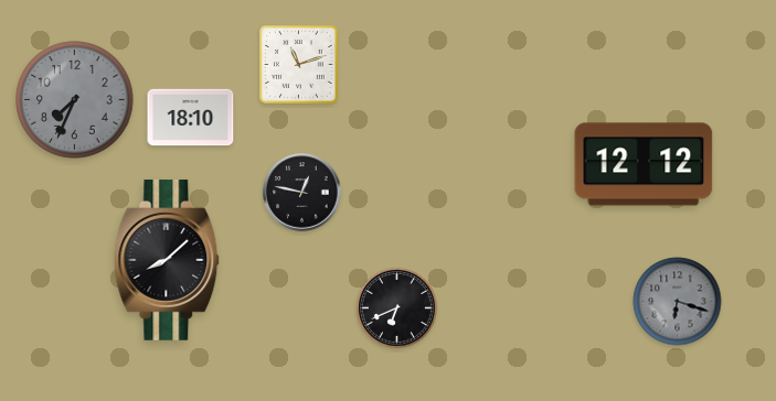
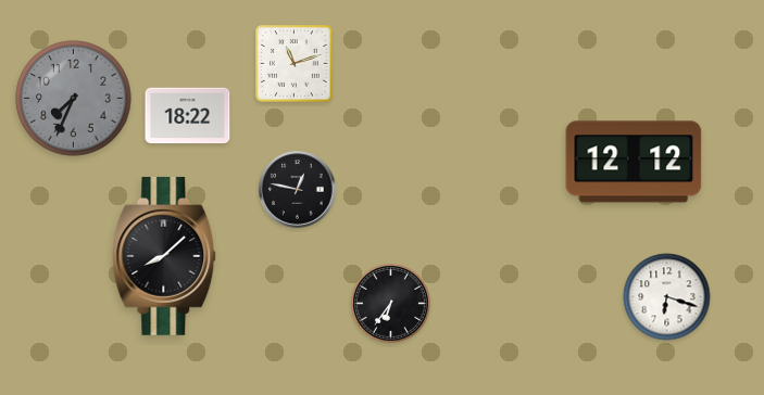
clock at (191, 118): 18:10 -> 18:22
clock at (678, 302) dial: grey -> white
clock at (396, 307): 6:41 -> 6:36
